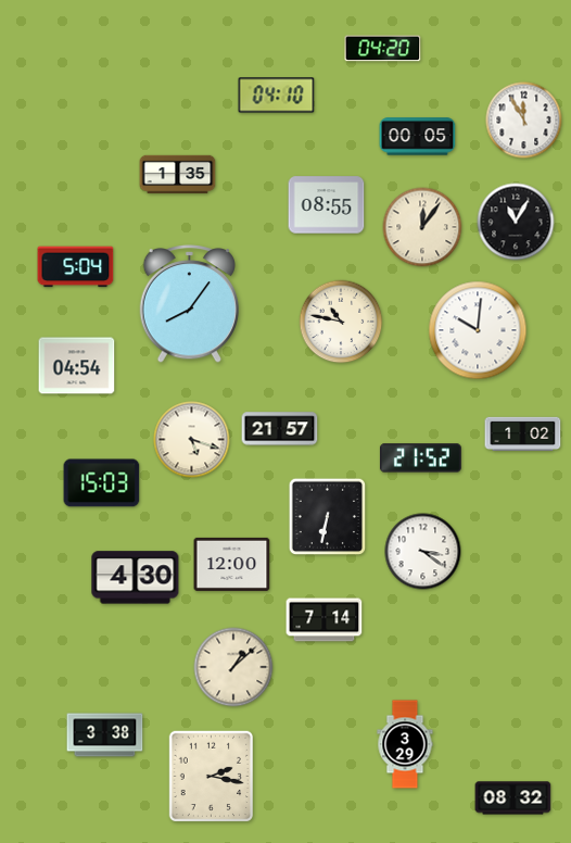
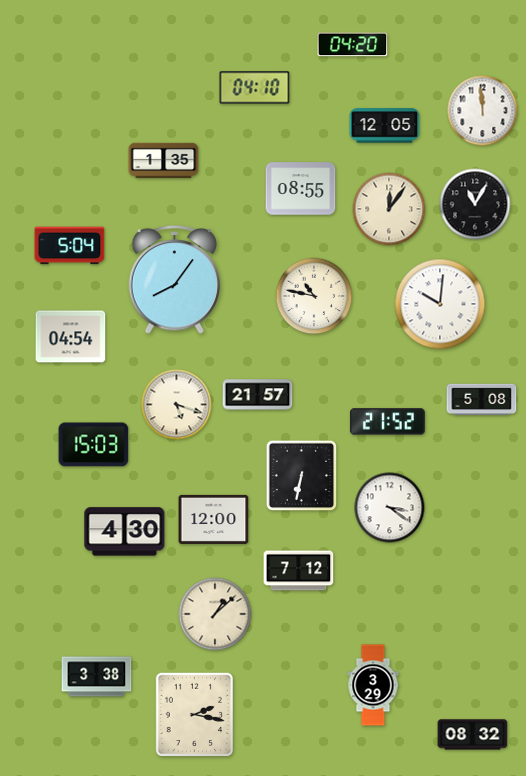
clock at (524, 121): 11:55 -> 11:59
clock at (418, 137): 00:05 -> 12:05
clock at (523, 435): 1:02 -> 5:08
clock at (325, 620): 7:14 -> 7:12
